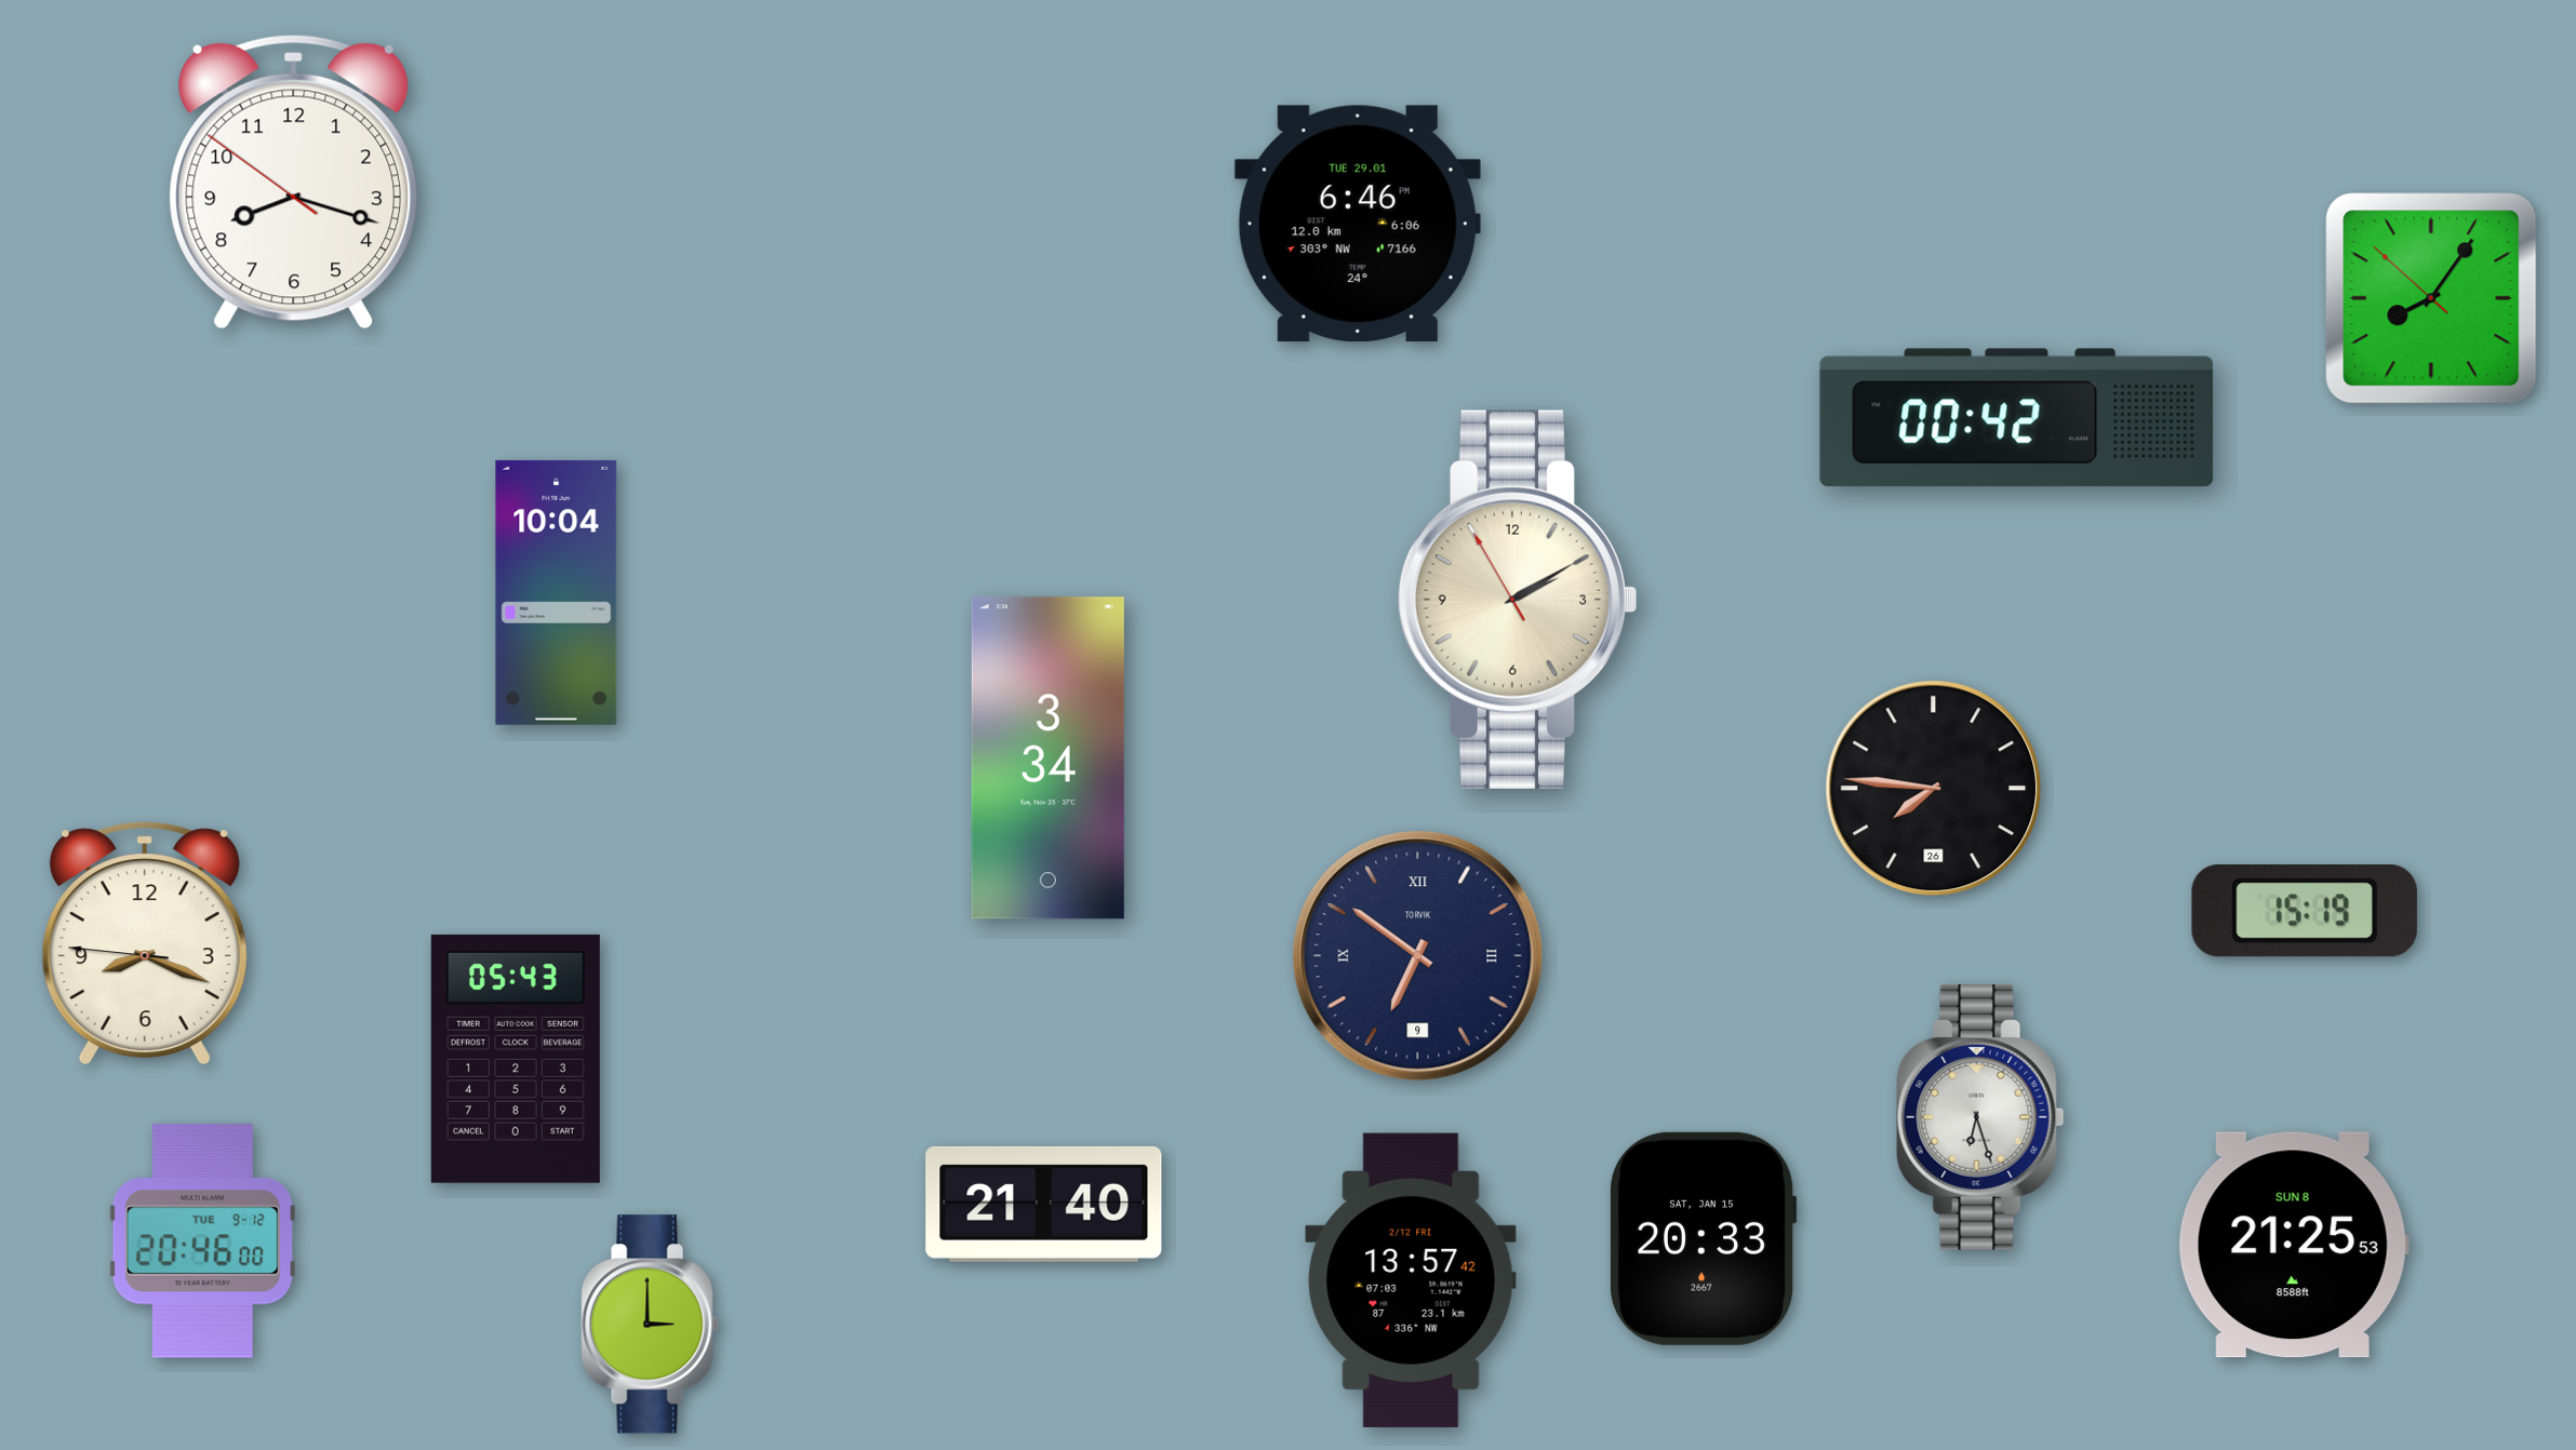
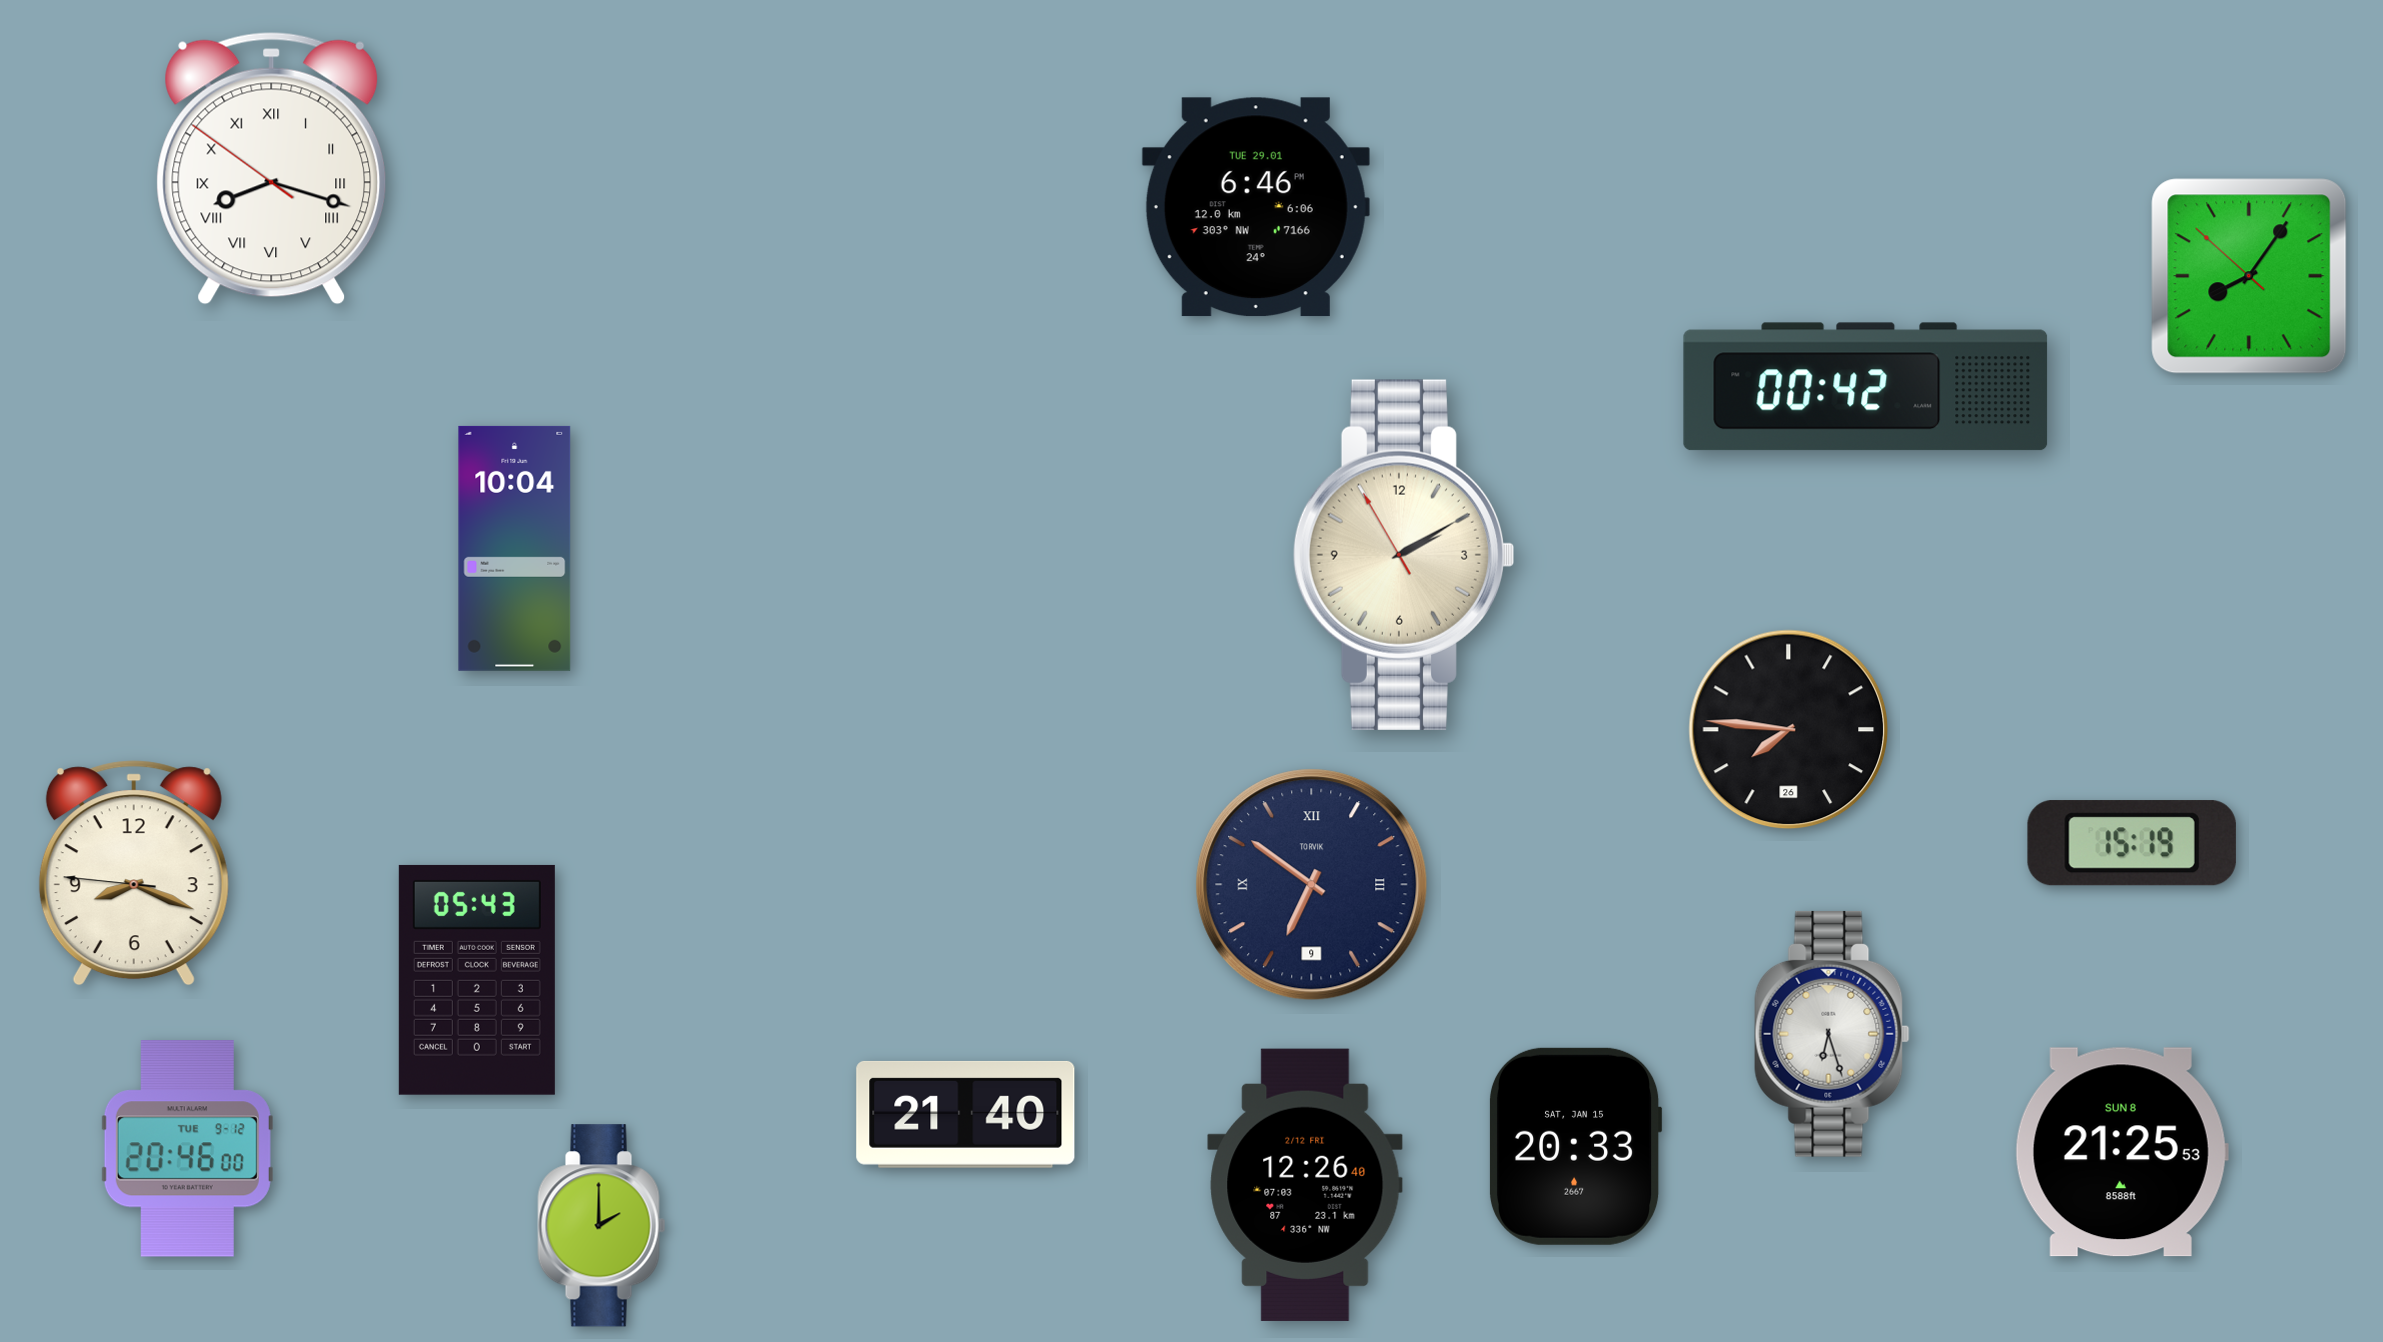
clock at (294, 182) numerals: Arabic -> Roman
clock at (1047, 758): 3:34 -> none
clock at (1411, 1280): 13:57 -> 12:26
clock at (651, 1325): 3:00 -> 2:00
